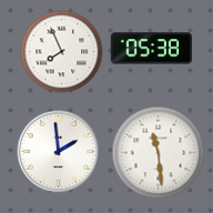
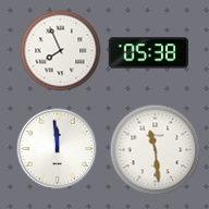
clock at (151, 49) position: (151, 49) -> (148, 53)
clock at (59, 152): 1:59 -> 11:59
